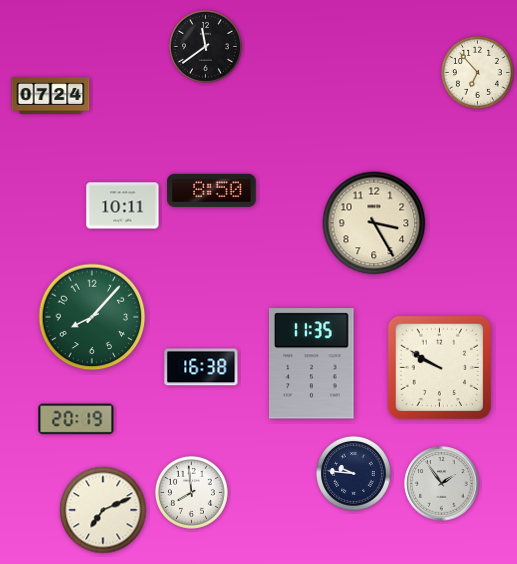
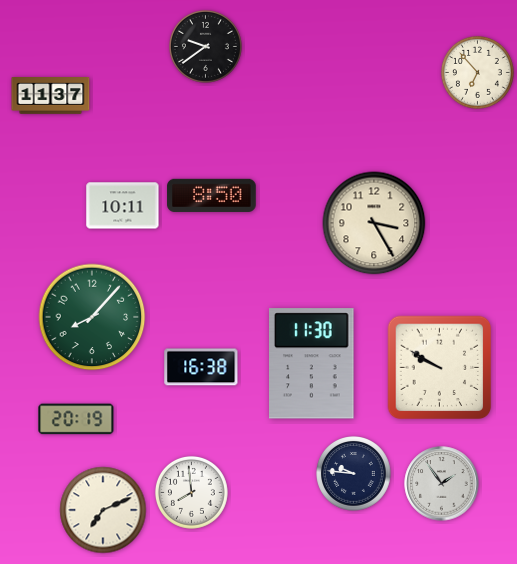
clock at (205, 46): 11:39 -> 9:39
clock at (51, 96): 07:24 -> 11:37
clock at (212, 190) position: (212, 190) -> (212, 195)
clock at (312, 364): 11:35 -> 11:30
